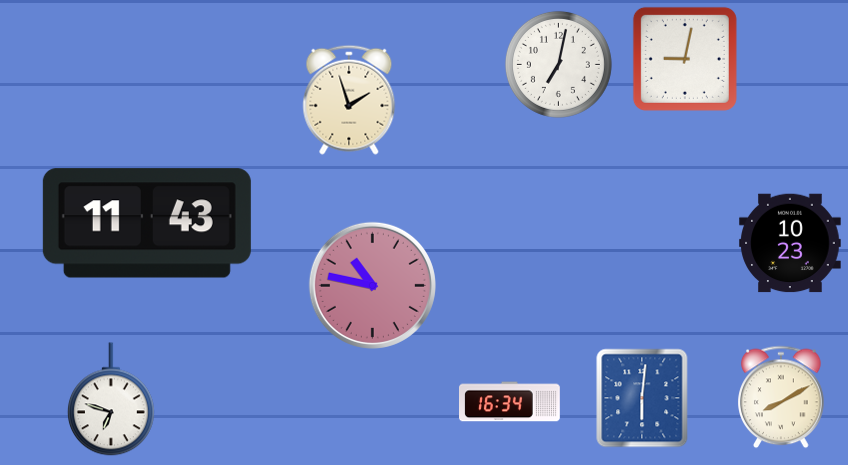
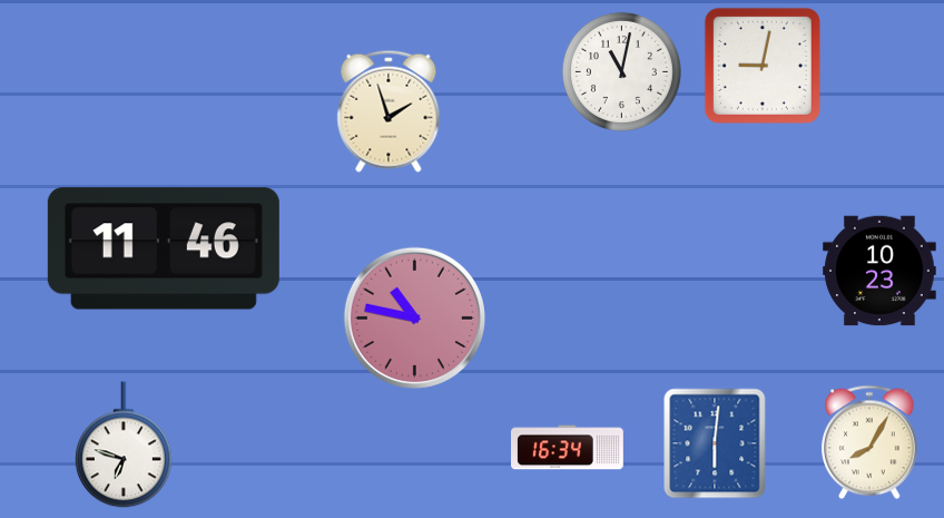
clock at (558, 64): 7:02 -> 11:02
clock at (147, 223): 11:43 -> 11:46
clock at (781, 397): 8:10 -> 8:05
